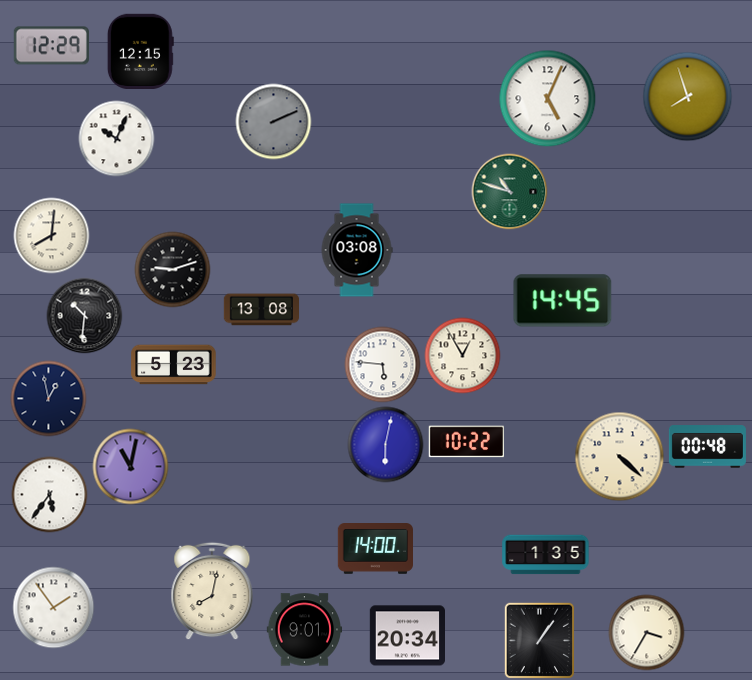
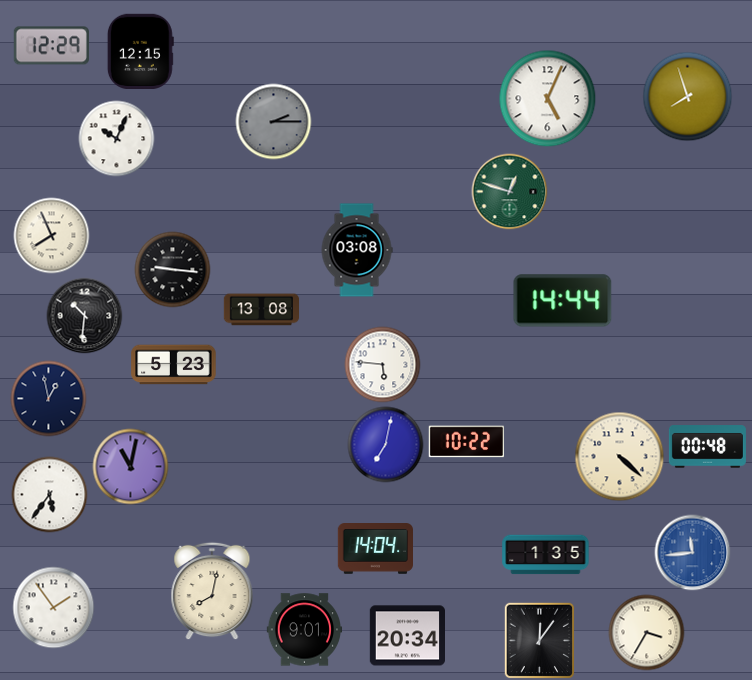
clock at (274, 122): 2:11 -> 2:15
clock at (510, 192): 10:48 -> 12:48
clock at (52, 236): 8:01 -> 7:56
clock at (173, 270): 9:12 -> 9:16
clock at (563, 301): 14:45 -> 14:44
clock at (463, 356): 12:55 -> none
clock at (386, 445): 6:02 -> 7:02
clock at (375, 549): 14:00 -> 14:04
clock at (693, 553): none -> 11:44
clock at (540, 641): 1:06 -> 12:06
